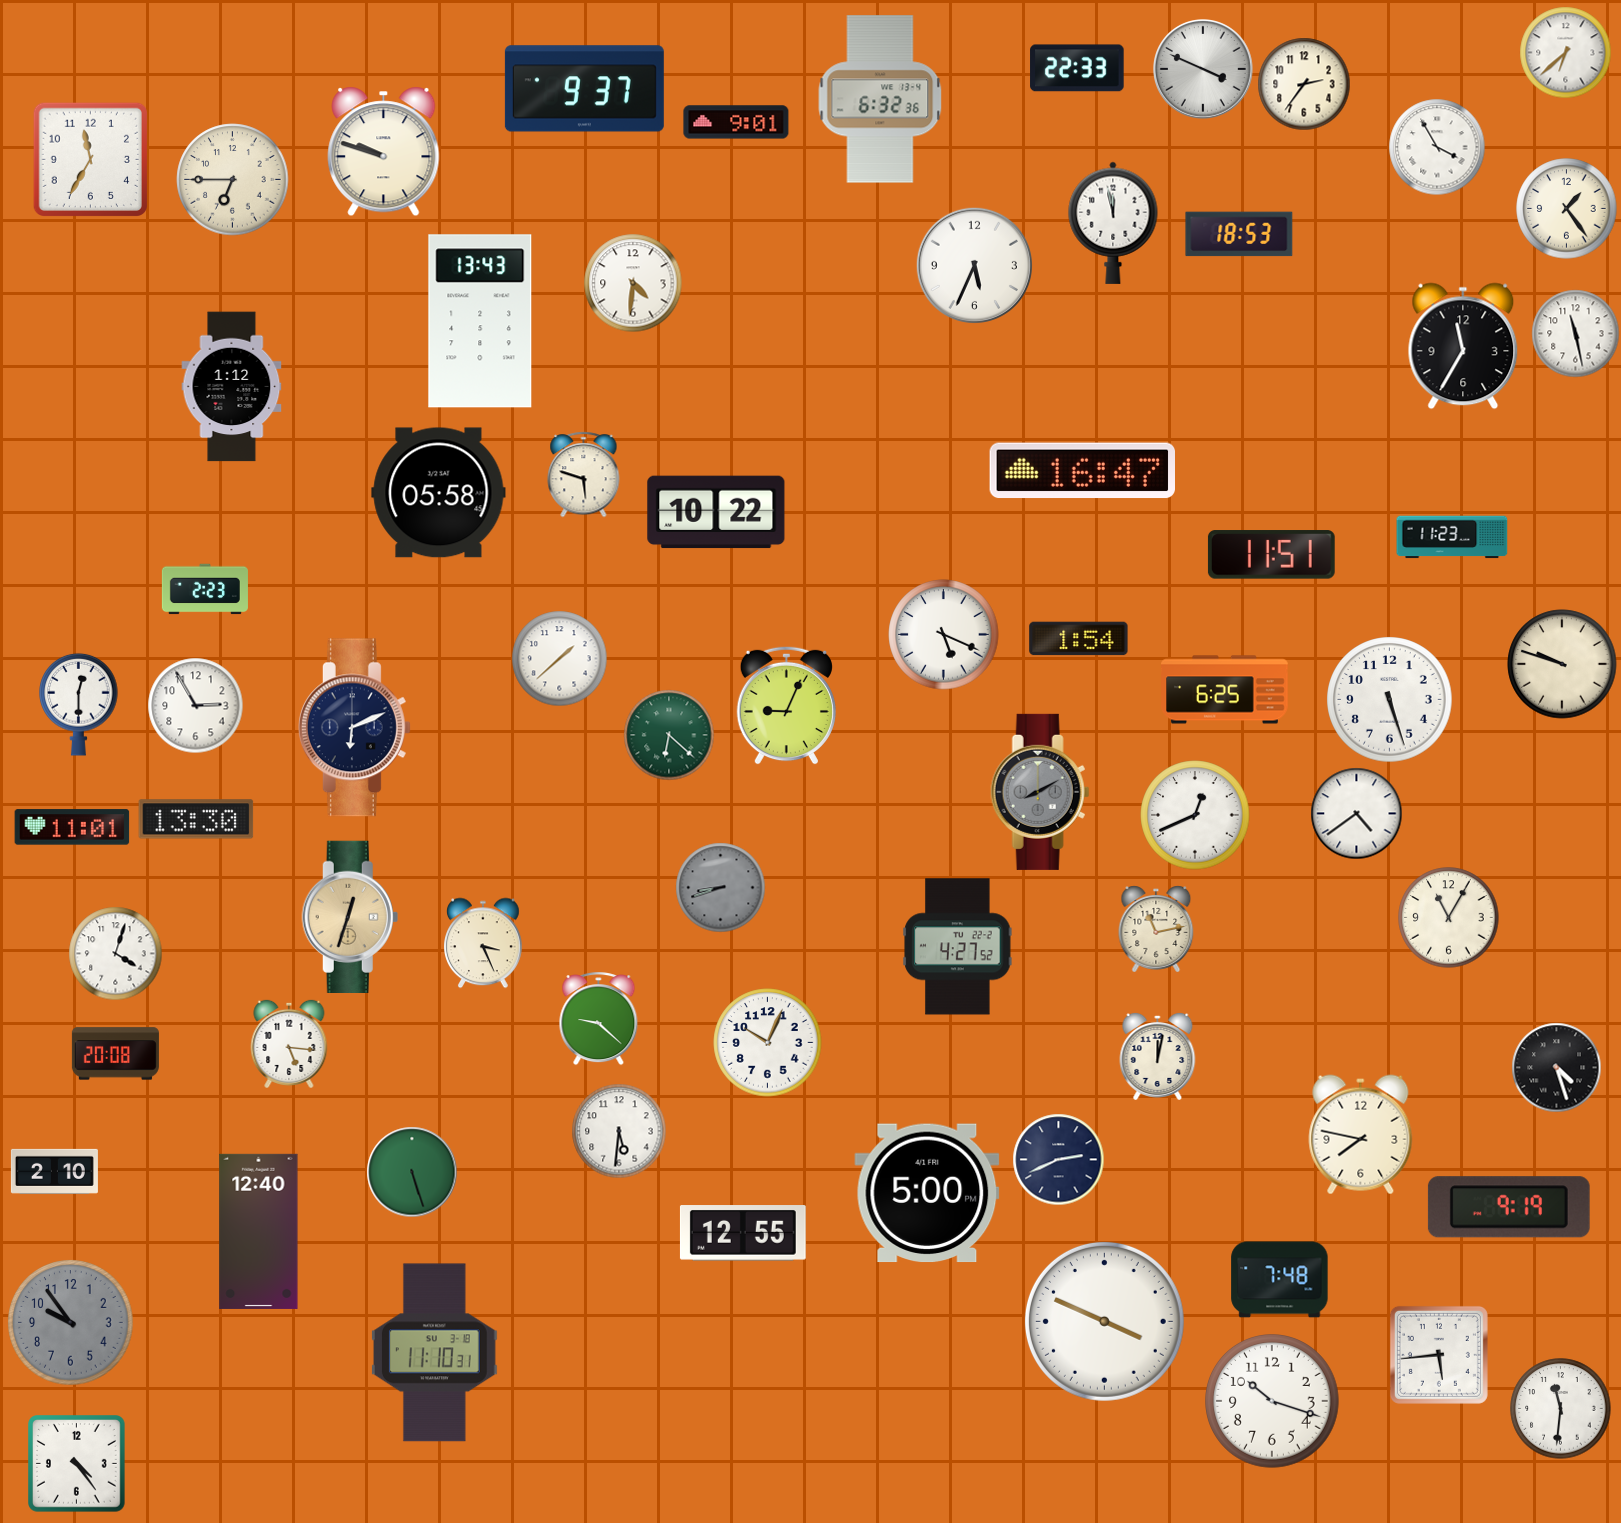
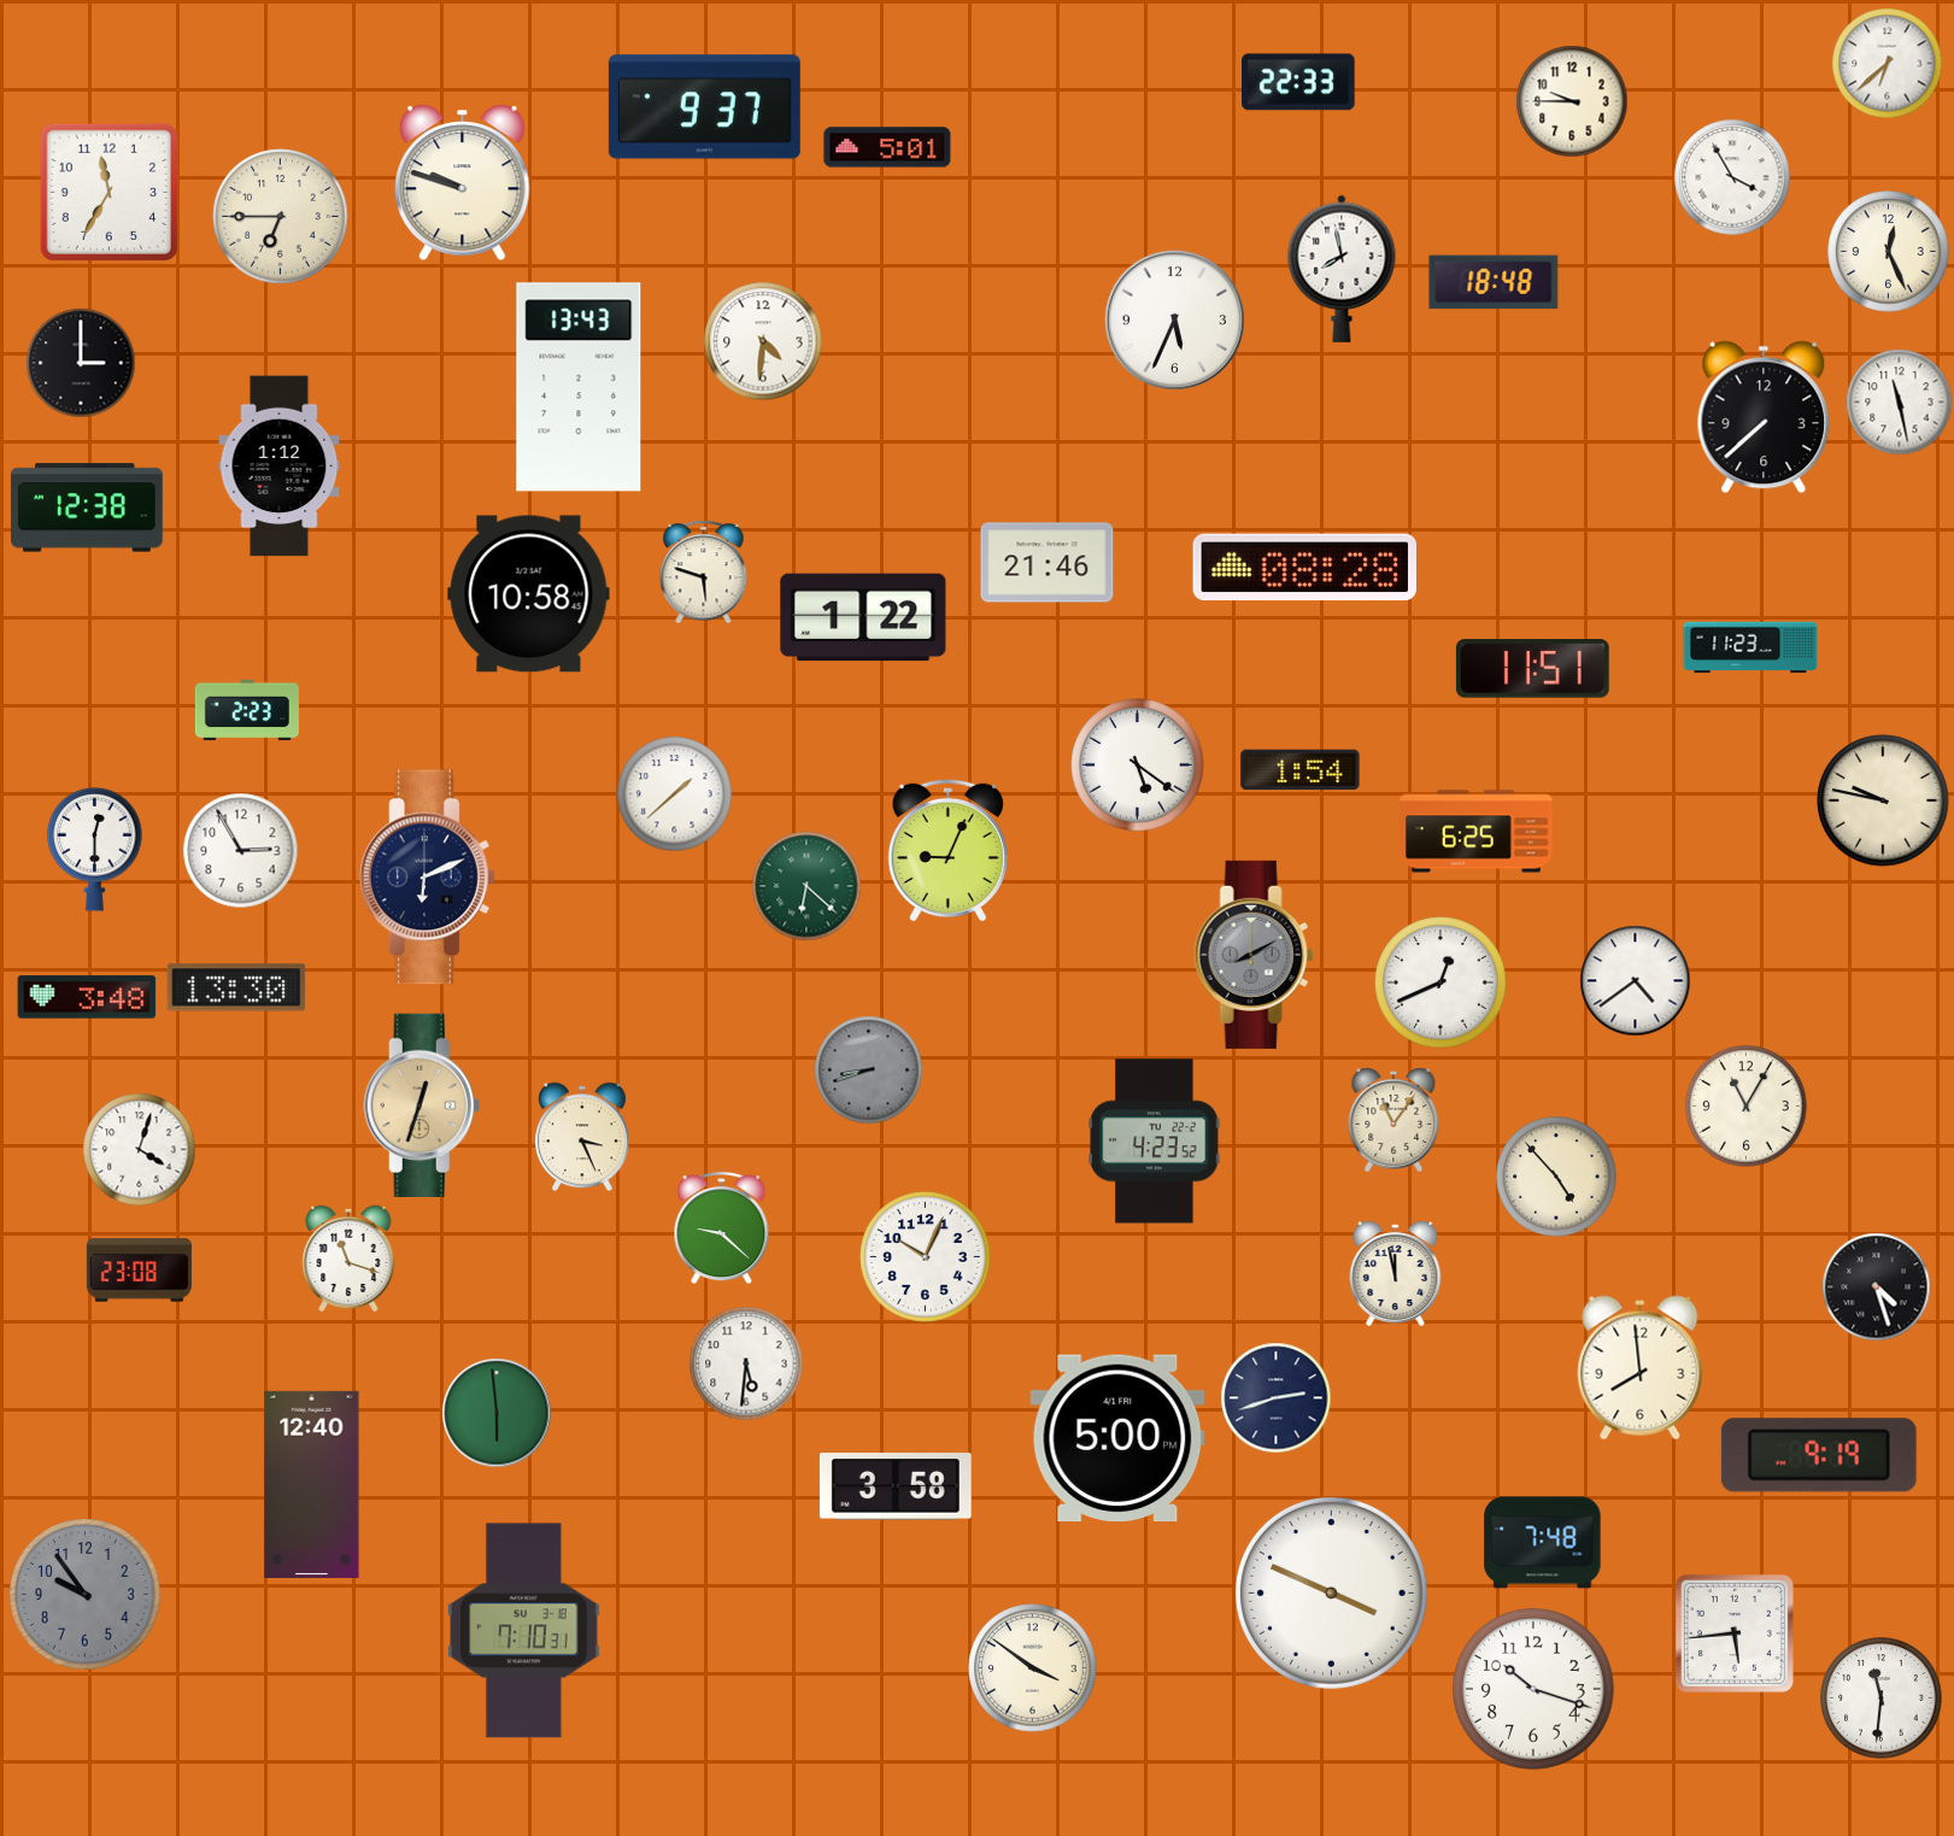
clock at (1203, 69): 3:49 -> none
clock at (1304, 84): 2:36 -> 9:45
clock at (880, 99): 6:32 -> none
clock at (736, 122): 9:01 -> 5:01
clock at (1567, 209): 1:24 -> 12:26
clock at (1113, 223): 11:58 -> 7:58
clock at (1239, 234): 18:53 -> 18:48
clock at (81, 363): none -> 3:00
clock at (1463, 346): 11:35 -> 7:38
clock at (87, 508): none -> 12:38
clock at (1048, 563): none -> 21:46
clock at (1082, 471): 16:47 -> 08:28
clock at (439, 493): 05:58 -> 10:58
clock at (716, 512): 10:22 -> 1:22
clock at (944, 635): 5:19 -> 5:21
clock at (1562, 664): 9:48 -> 9:47
clock at (1390, 700): 5:27 -> none
clock at (196, 706) position: (196, 706) -> (241, 851)
clock at (72, 827): 11:01 -> 3:48
clock at (1156, 929): 11:13 -> 11:06
clock at (958, 947): 4:27 -> 4:23
clock at (1556, 1177): none -> 4:53
clock at (289, 1044): 5:16 -> 11:18
clock at (115, 1054): 20:08 -> 23:08
clock at (1158, 1056): 12:02 -> 11:58
clock at (1361, 1135): 7:47 -> 7:59
clock at (1059, 1160): 2:41 -> 2:42
clock at (54, 1171): 2:10 -> none
clock at (412, 1172): 5:27 -> 5:59
clock at (743, 1233): 12:55 -> 3:58
clock at (434, 1353): 11:10 -> 7:10
clock at (1033, 1668): none -> 3:51
clock at (77, 1464): 4:24 -> none
